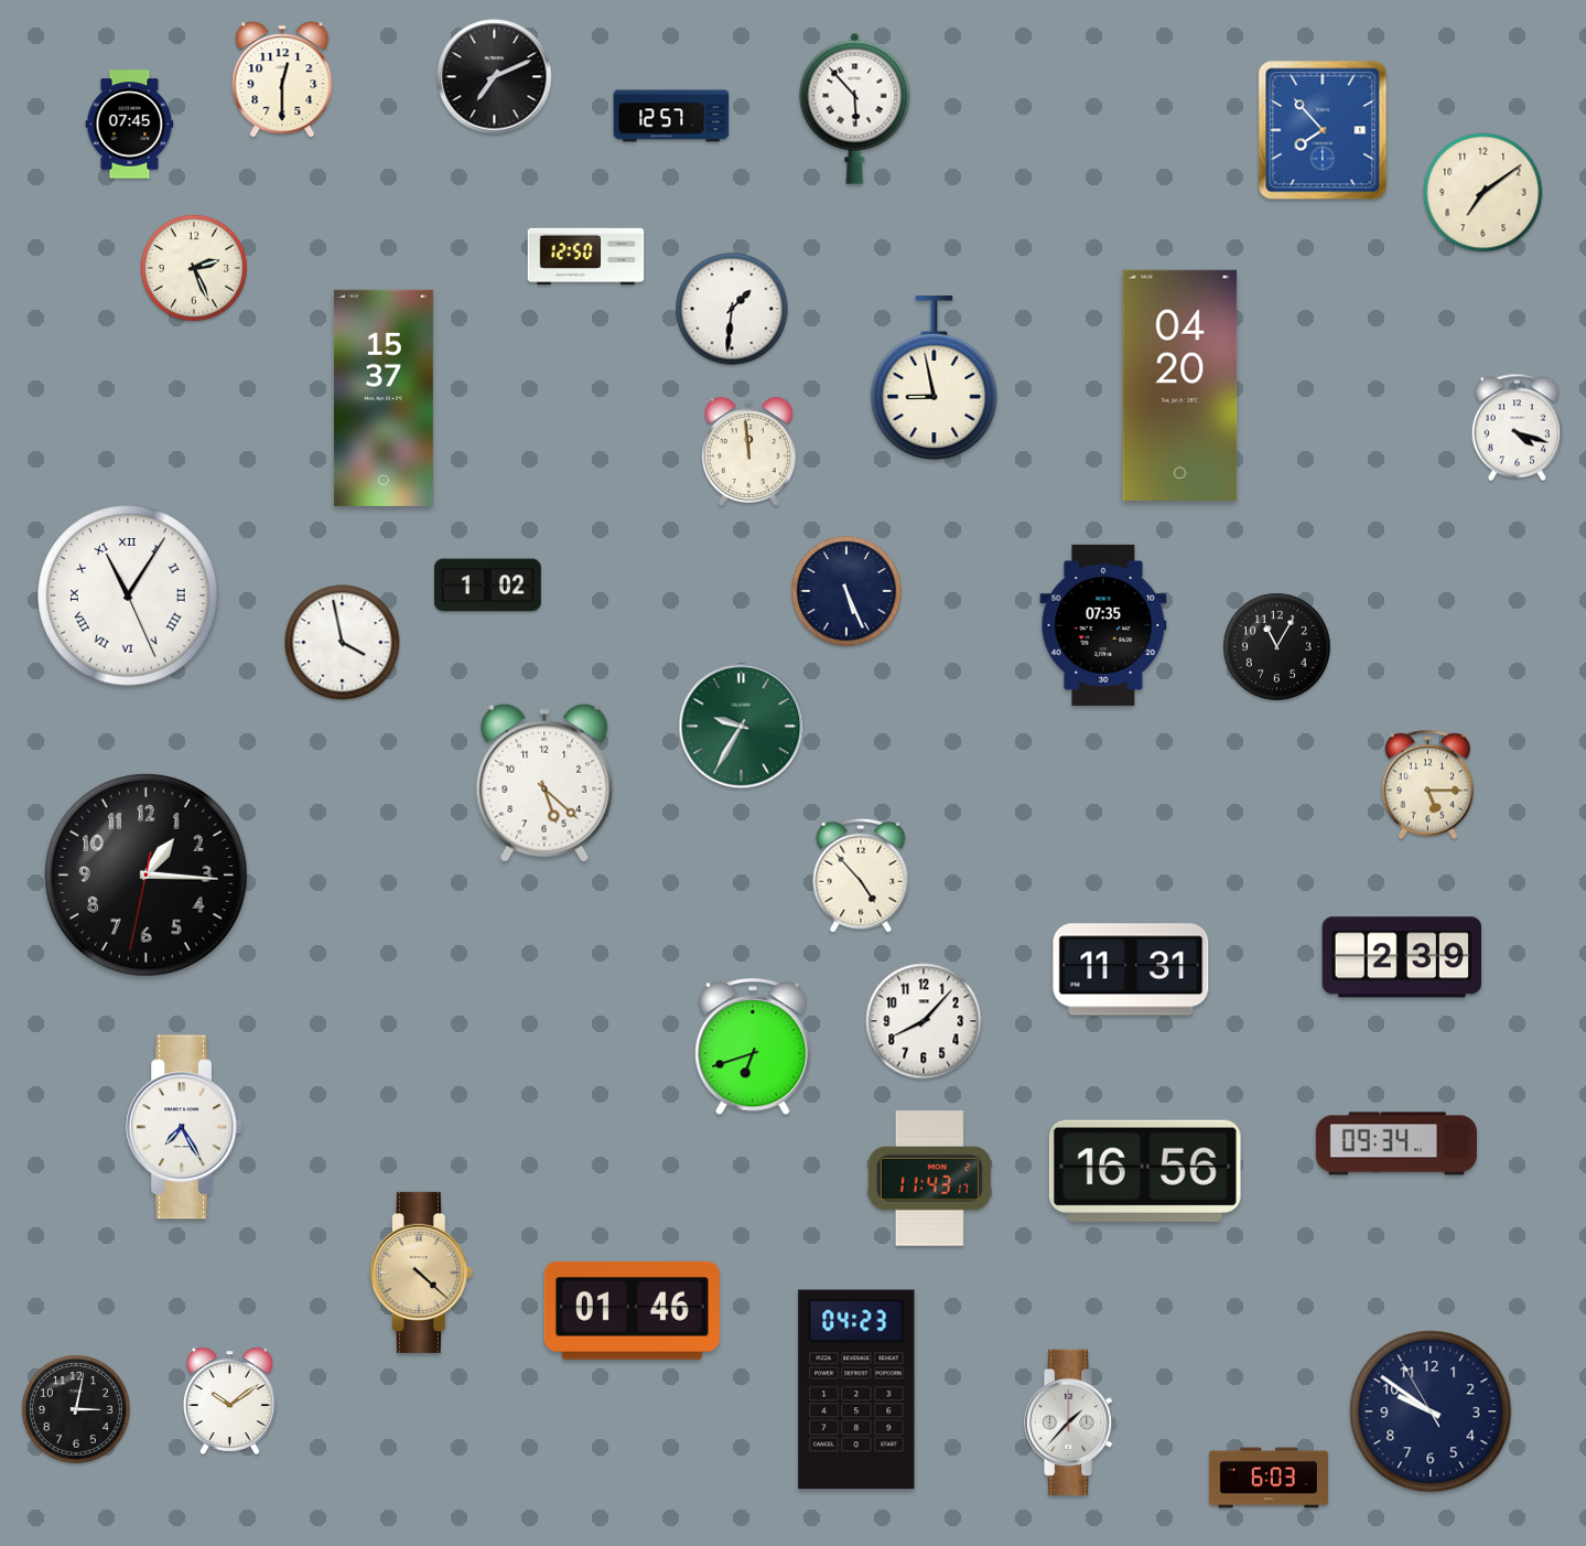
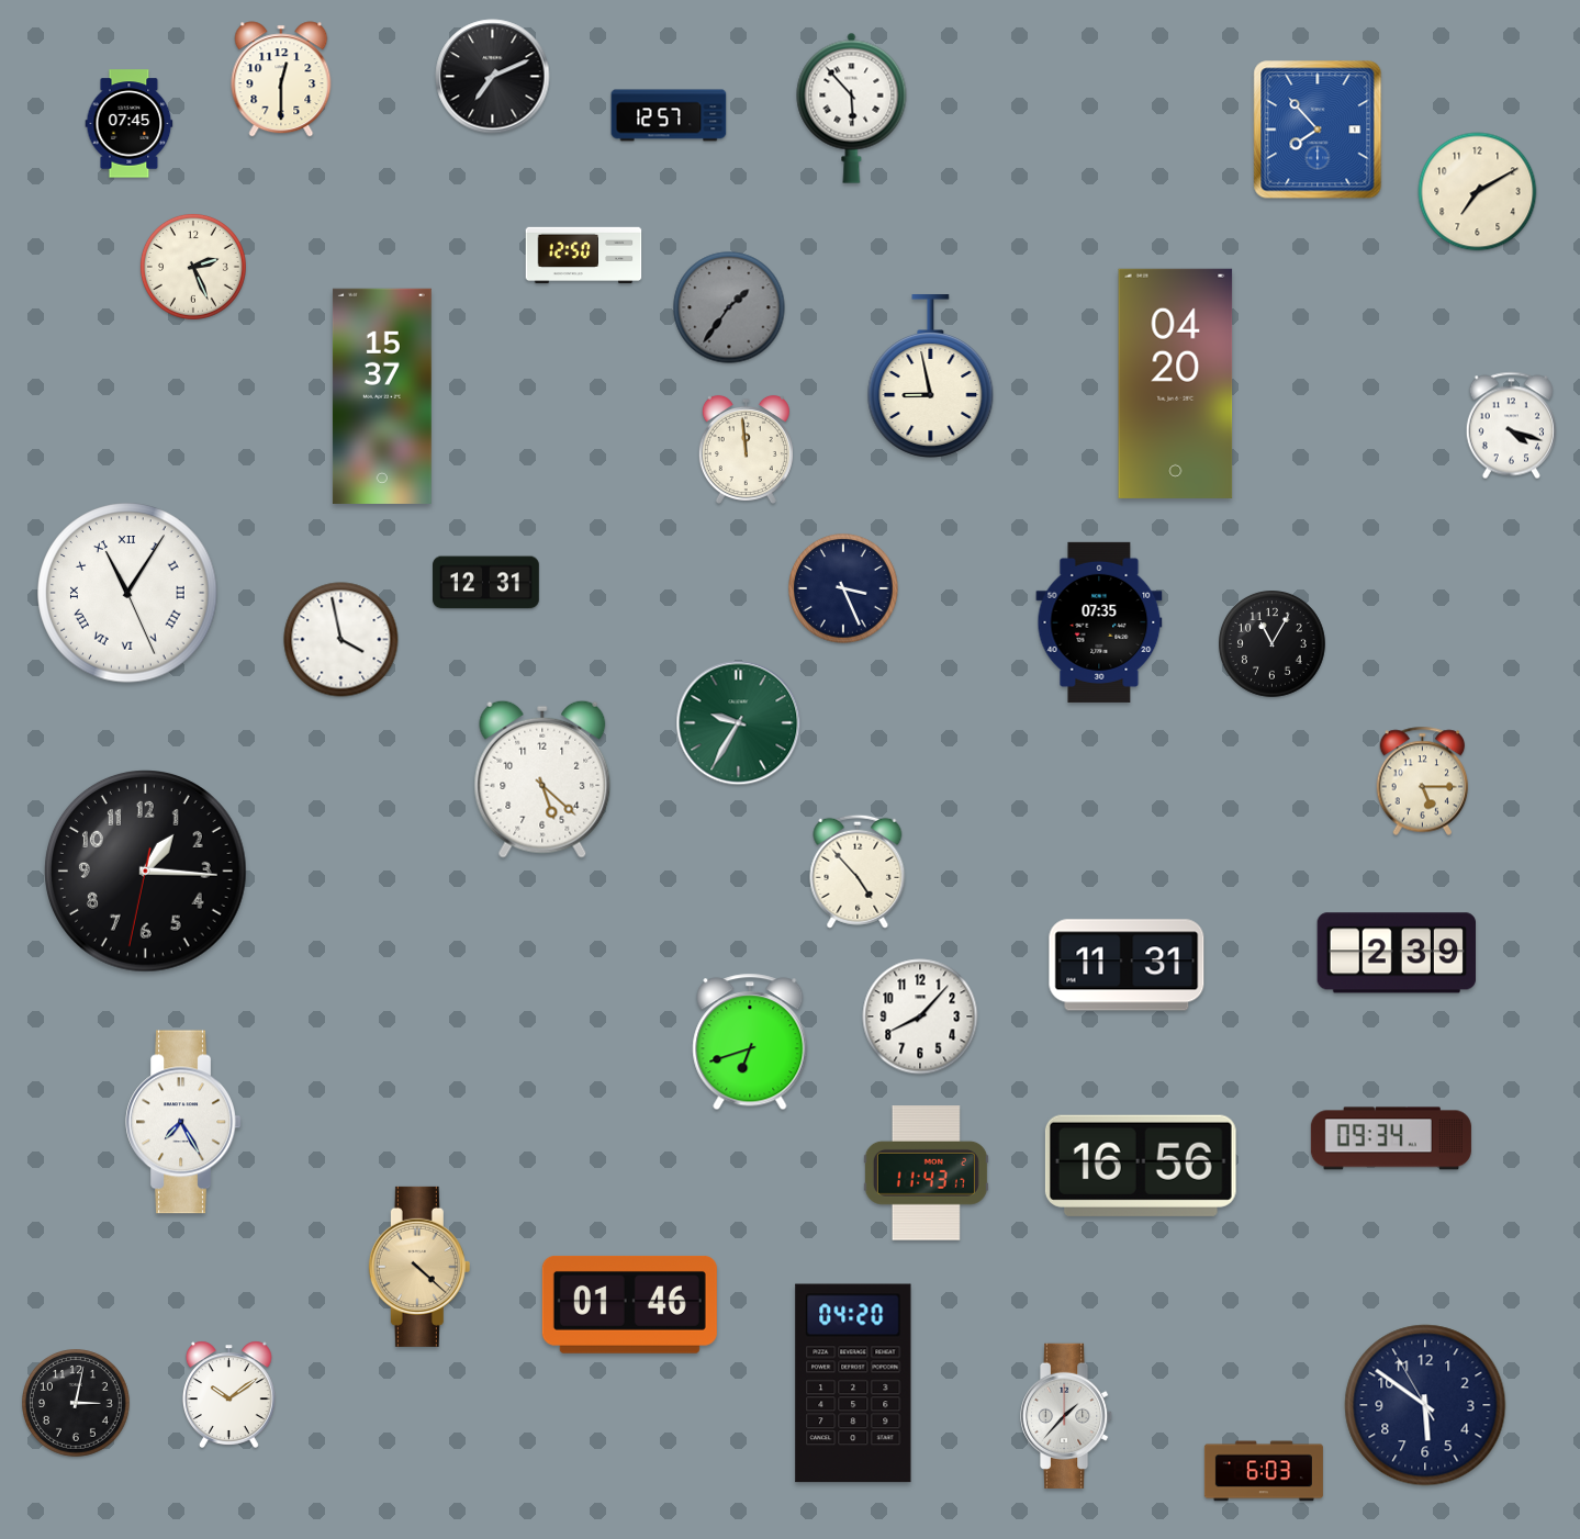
clock at (1483, 193): 7:09 -> 7:10
clock at (732, 309): 1:31 -> 1:36
clock at (732, 309) dial: white -> grey
clock at (488, 586): 1:02 -> 12:31
clock at (846, 591): 5:26 -> 3:26
clock at (856, 1389): 04:23 -> 04:20
clock at (1431, 1411): 9:50 -> 5:50
